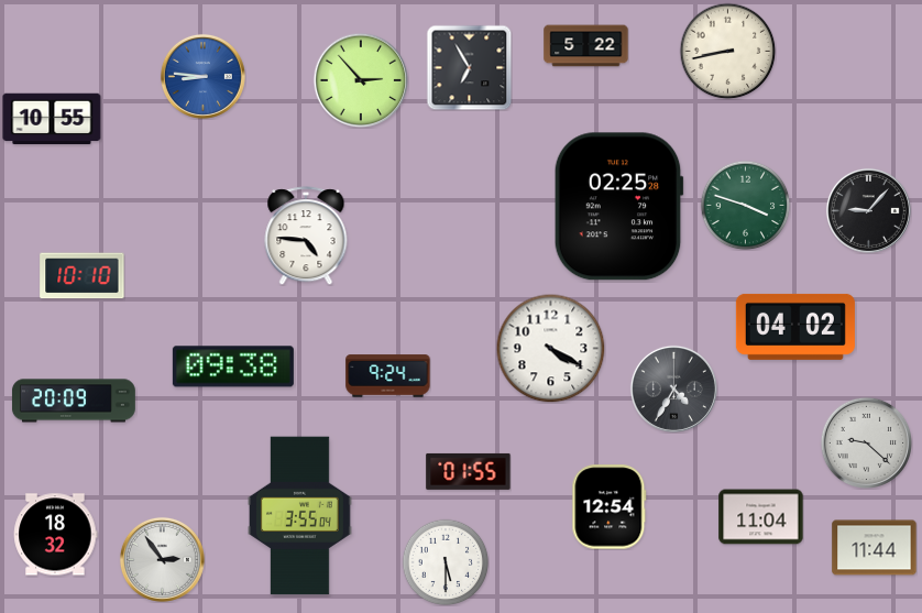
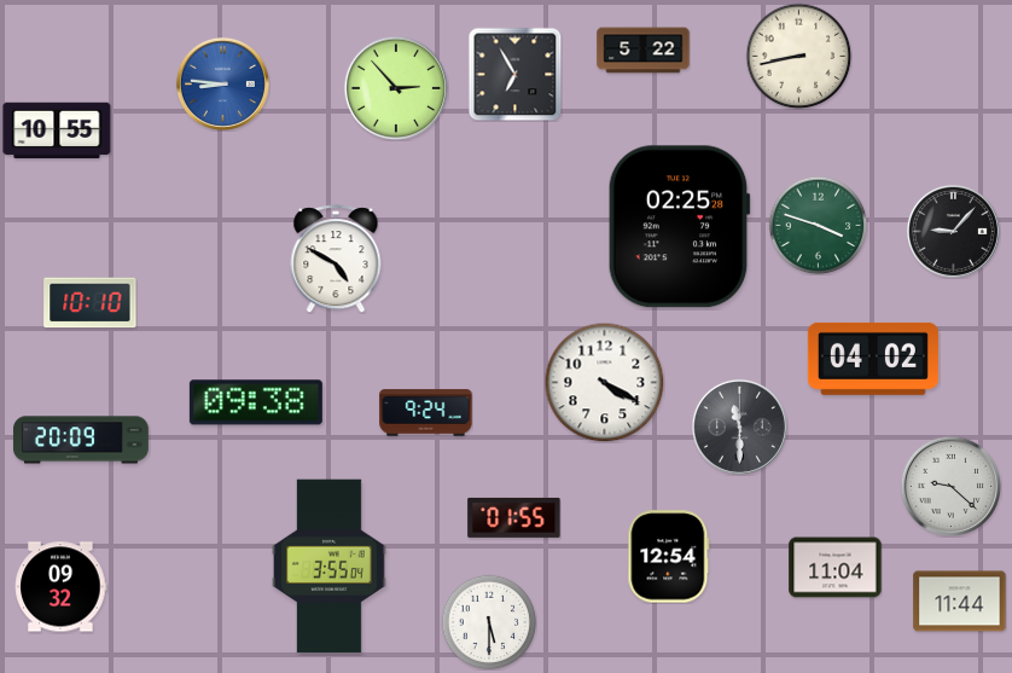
clock at (306, 236): 4:46 -> 4:50
clock at (673, 388): 4:35 -> 11:30
clock at (56, 535): 18:32 -> 09:32
clock at (162, 559): 2:54 -> none
clock at (446, 562) position: (446, 562) -> (489, 622)
